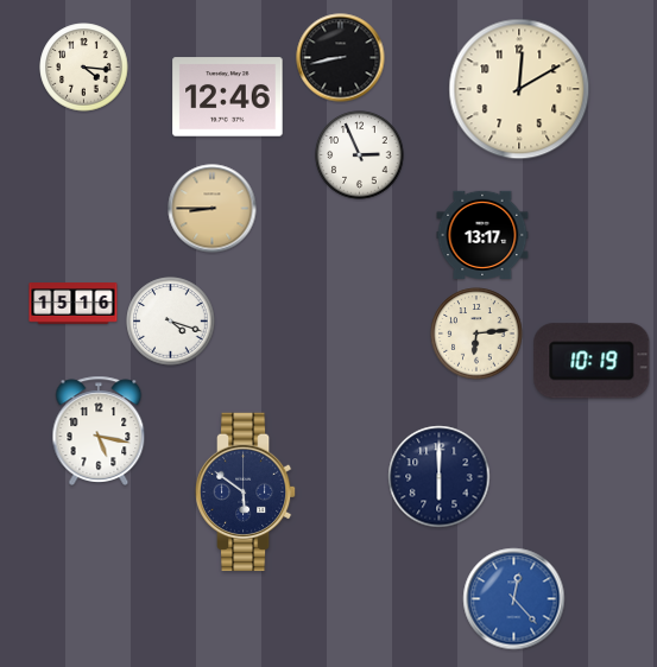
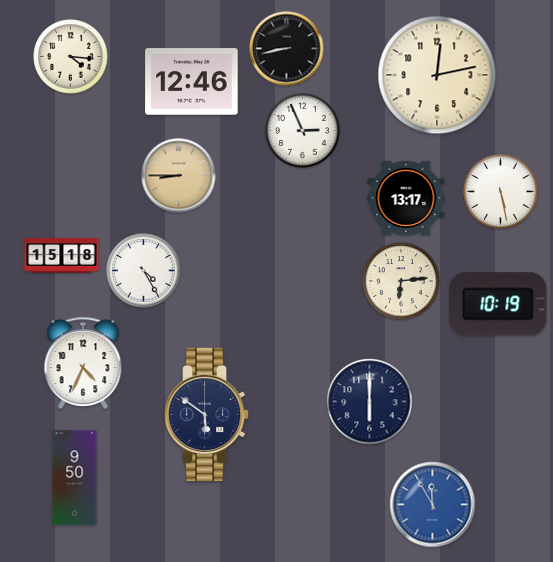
clock at (519, 89): 12:10 -> 12:13
clock at (501, 192): none -> 5:28
clock at (74, 304): 15:16 -> 15:18
clock at (171, 322): 4:18 -> 4:25
clock at (99, 430): 5:17 -> 4:34
clock at (75, 478): none -> 9:50
clock at (514, 599): 12:23 -> 11:55
